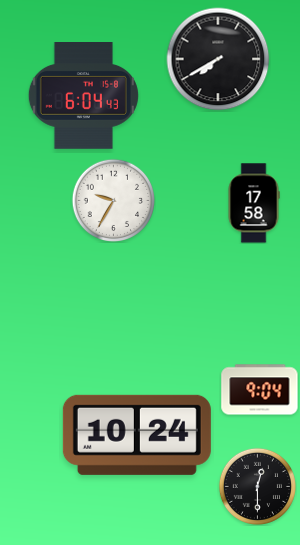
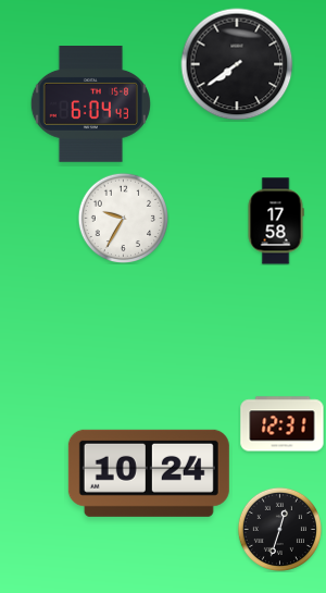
clock at (218, 59): 7:40 -> 7:39
clock at (260, 390): 9:04 -> 12:31
clock at (257, 486): 12:30 -> 12:33
